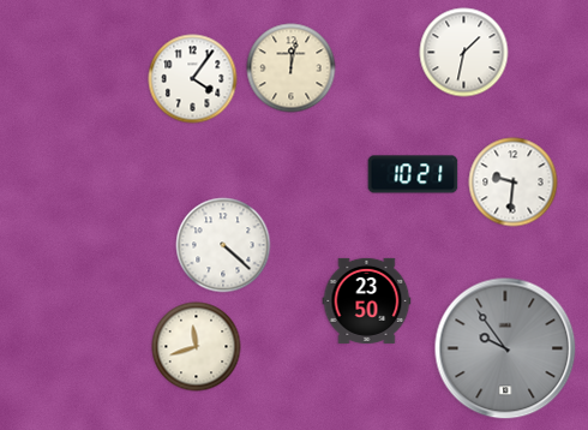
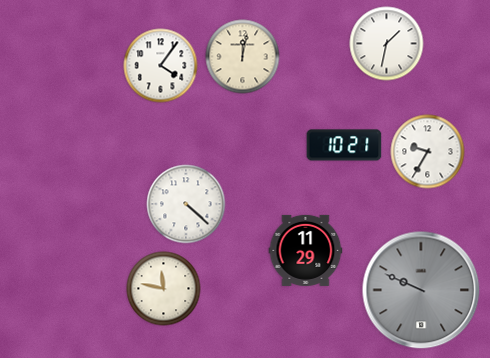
clock at (514, 183): 9:31 -> 9:35
clock at (367, 300): 23:50 -> 11:29
clock at (197, 347): 11:42 -> 11:47
clock at (505, 348): 9:54 -> 9:49
